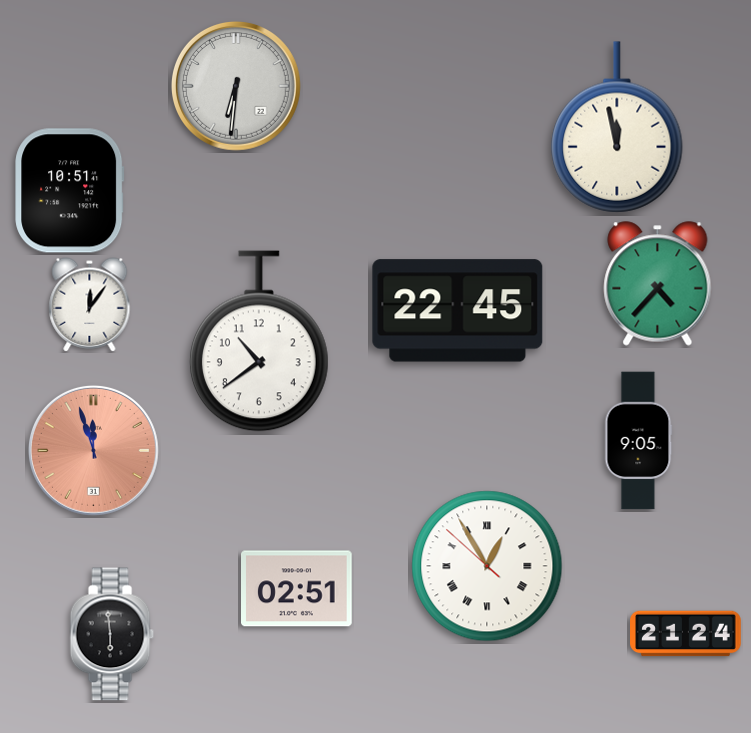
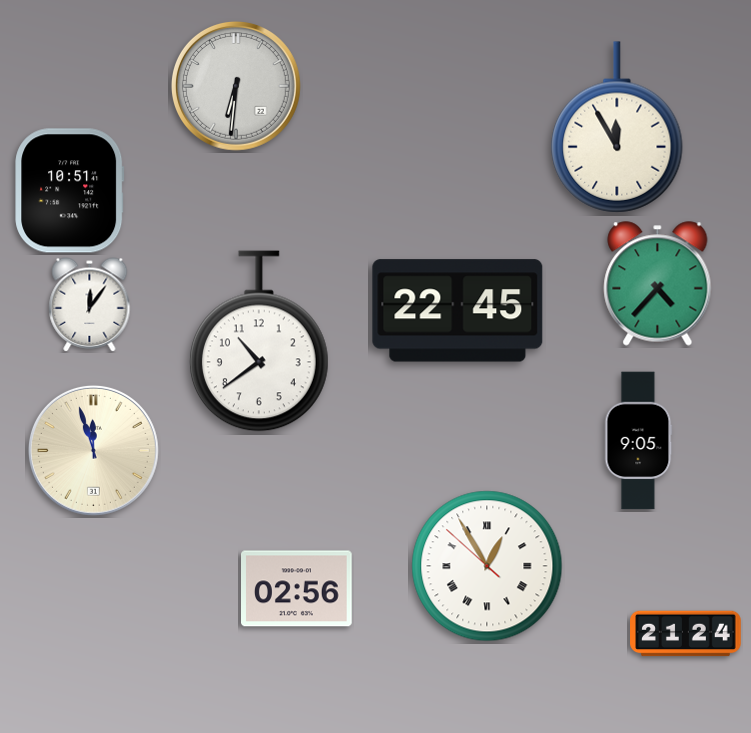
clock at (617, 127): 11:58 -> 11:55
clock at (93, 450) dial: salmon -> cream
clock at (297, 589): 02:51 -> 02:56
clock at (112, 634): 5:59 -> none
